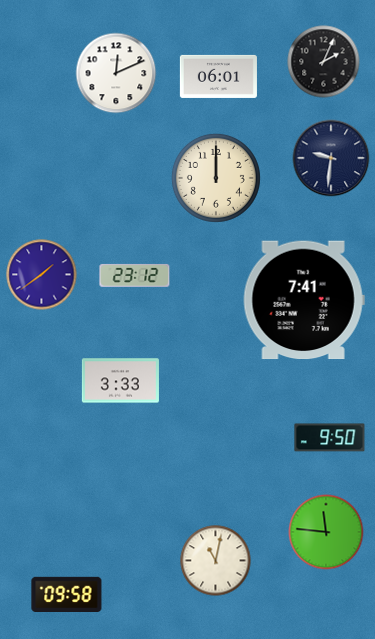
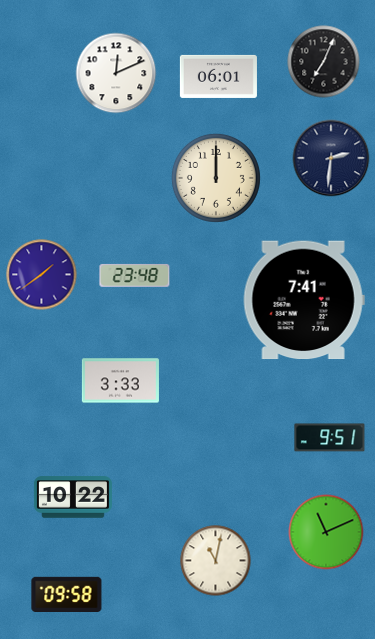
clock at (324, 62): 2:04 -> 7:04
clock at (331, 158): 9:31 -> 2:31
clock at (135, 275): 23:12 -> 23:48
clock at (330, 438): 9:50 -> 9:51
clock at (73, 497): none -> 10:22
clock at (326, 532): 11:46 -> 11:11
